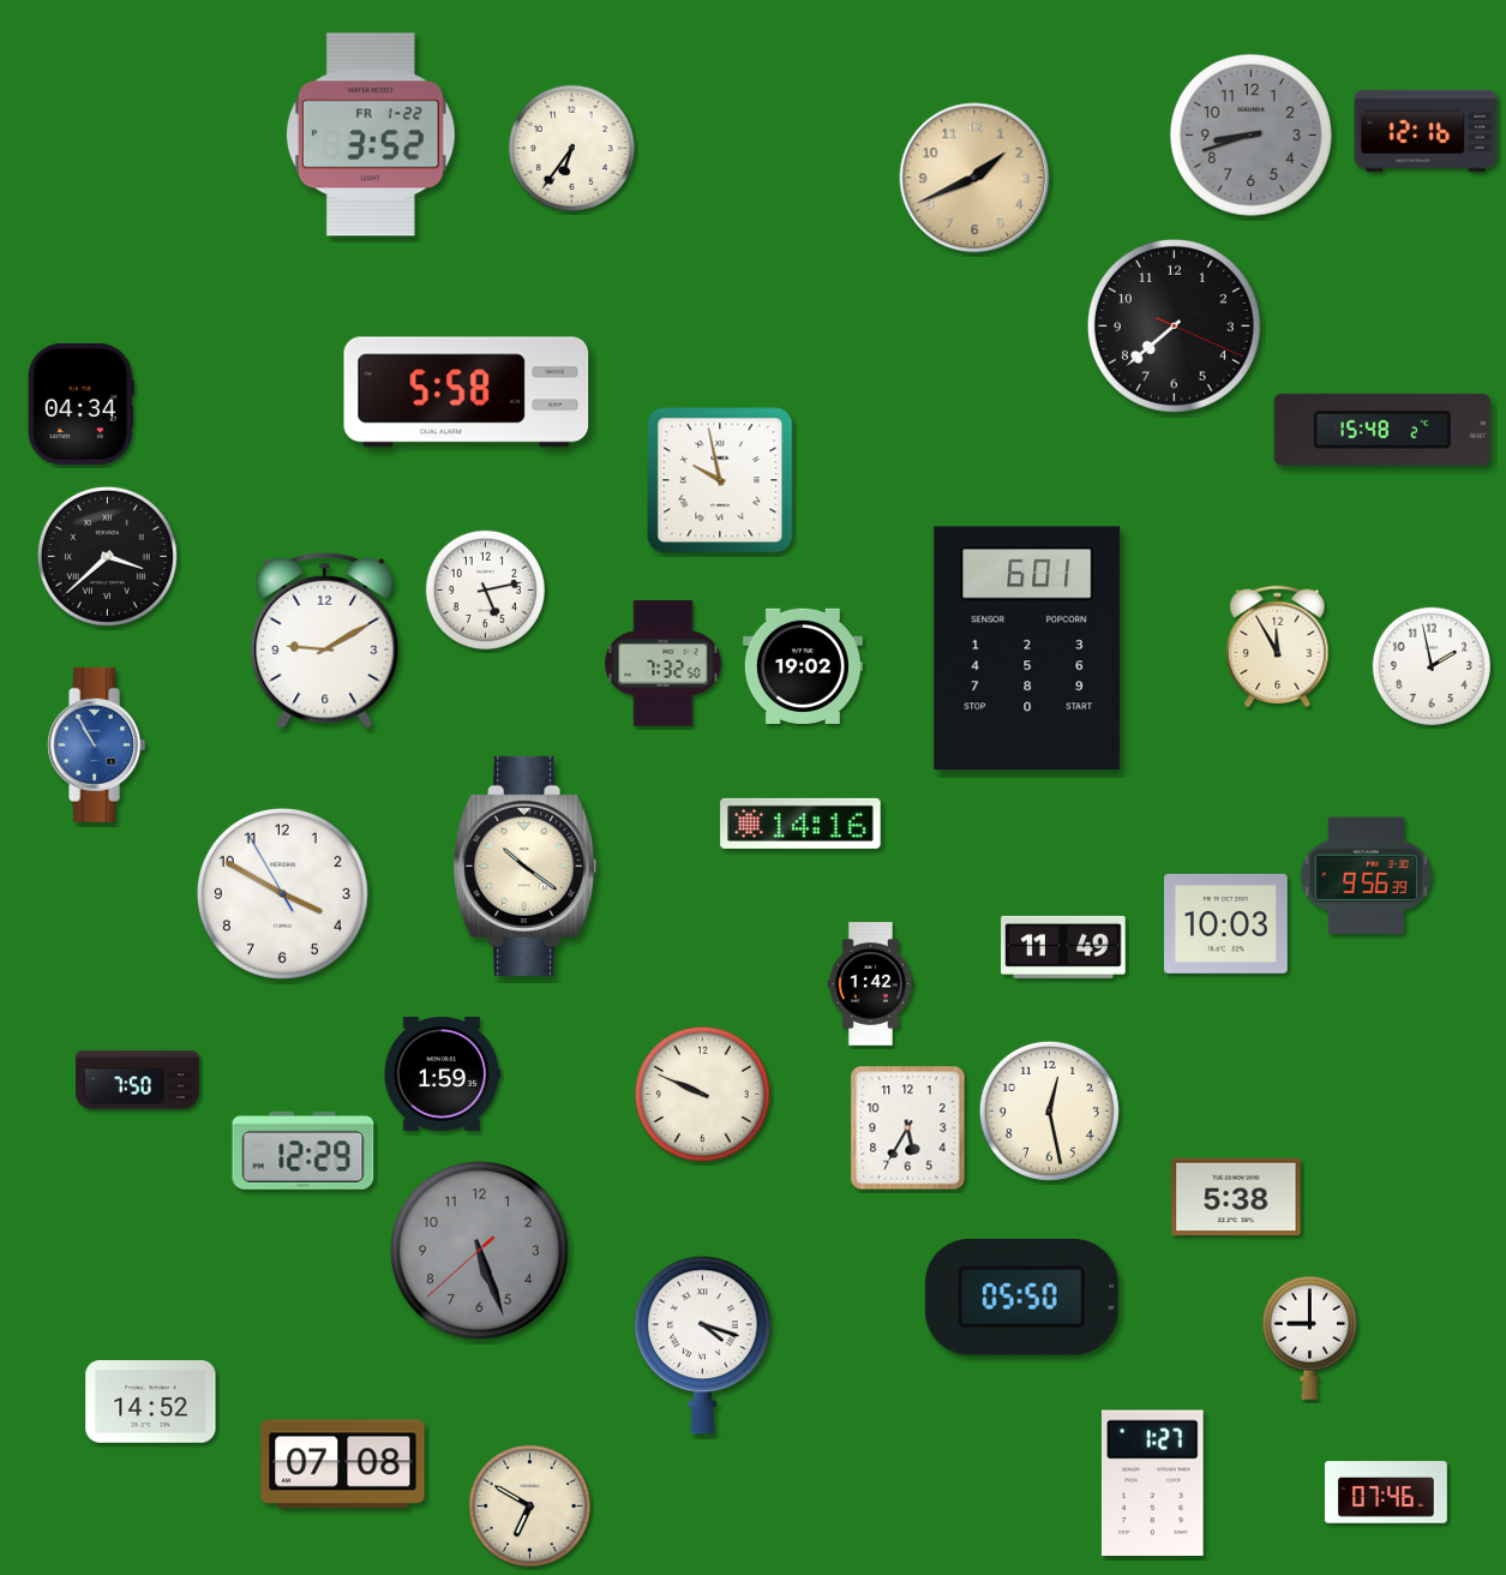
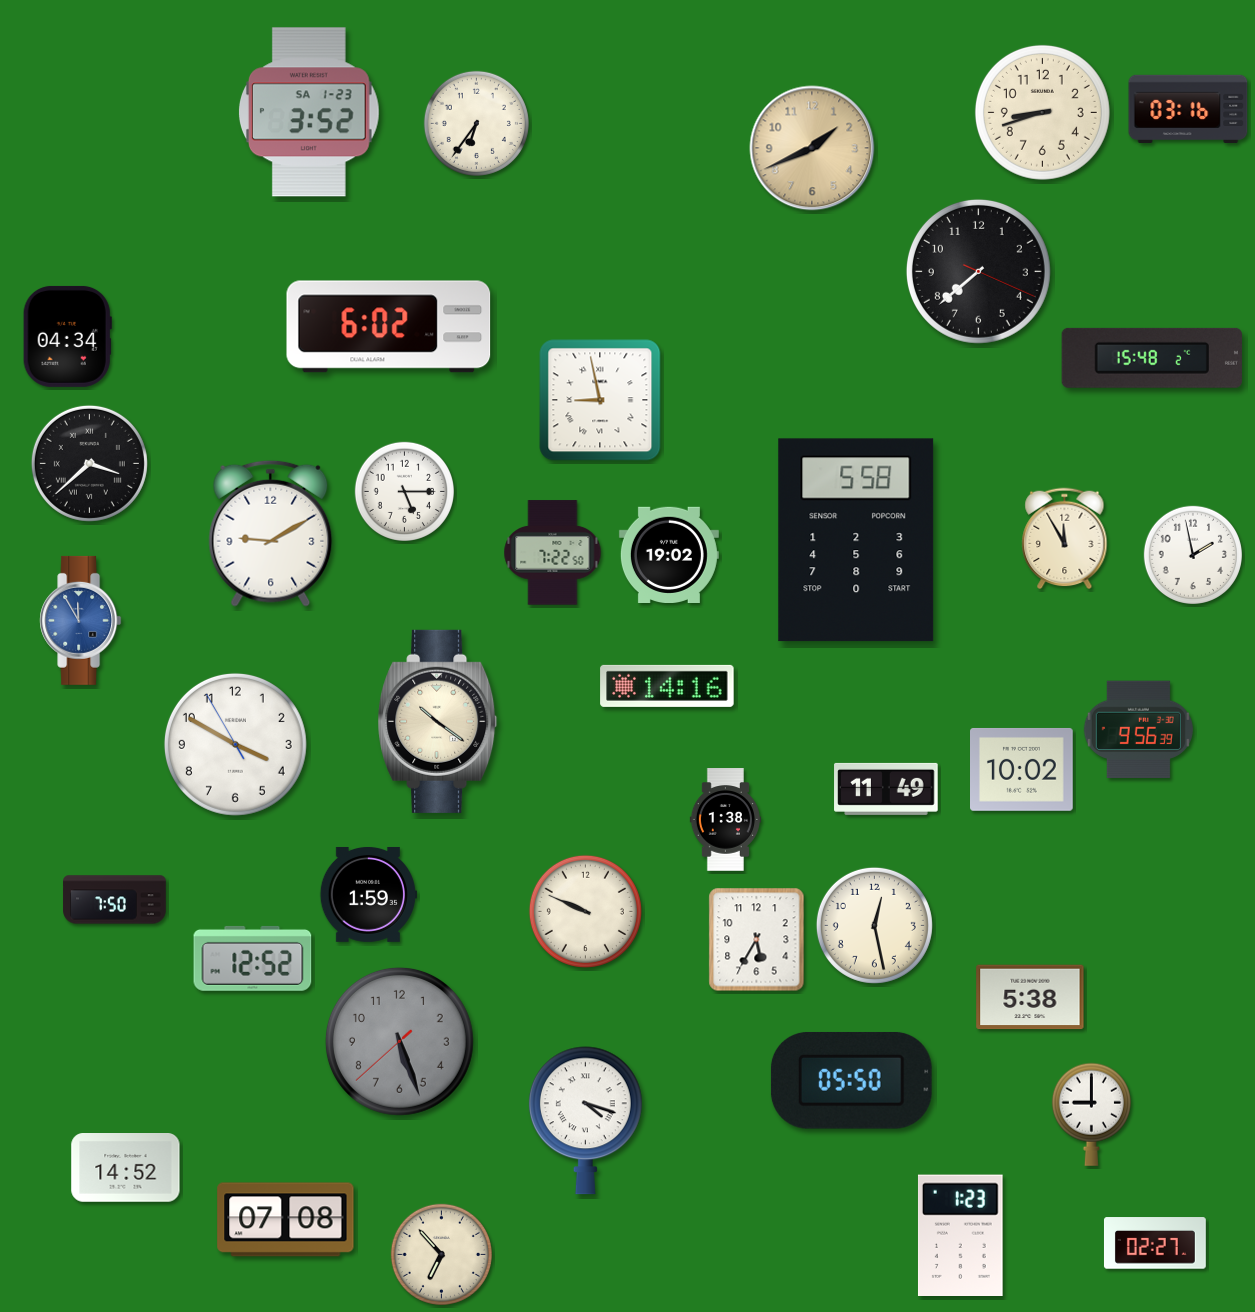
clock at (1426, 130): 12:16 -> 03:16
clock at (371, 134) date: FR 1-22 -> SA 1-23
clock at (1250, 134) dial: grey -> cream
clock at (467, 393): 5:58 -> 6:02
clock at (720, 480): 9:58 -> 8:58
clock at (485, 589): 5:13 -> 5:15
clock at (1027, 648): 6:01 -> 5:58
clock at (664, 664): 7:32 -> 7:22
clock at (97, 744): 10:55 -> 11:55
clock at (1226, 923): 10:03 -> 10:02
clock at (870, 984): 1:42 -> 1:38
clock at (304, 1150): 12:29 -> 12:52
clock at (1152, 1483): 1:27 -> 1:23
clock at (1386, 1492): 07:46 -> 02:27
clock at (529, 1505): 6:50 -> 6:53
